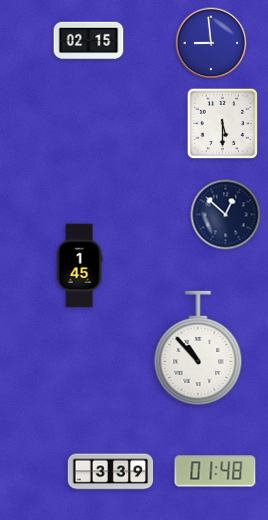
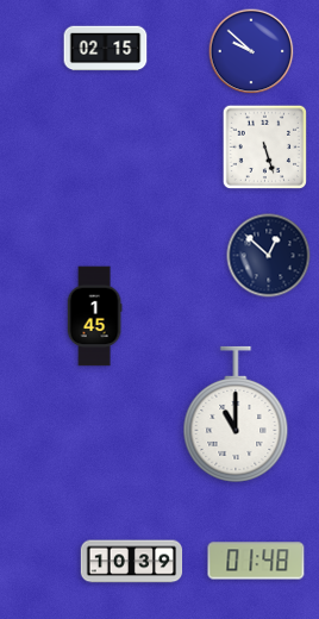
clock at (211, 43): 8:59 -> 9:52
clock at (222, 123): 5:30 -> 5:27
clock at (198, 348): 10:53 -> 11:00
clock at (111, 472): 3:39 -> 10:39
